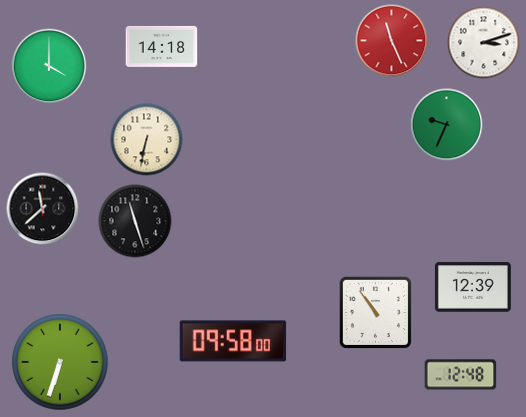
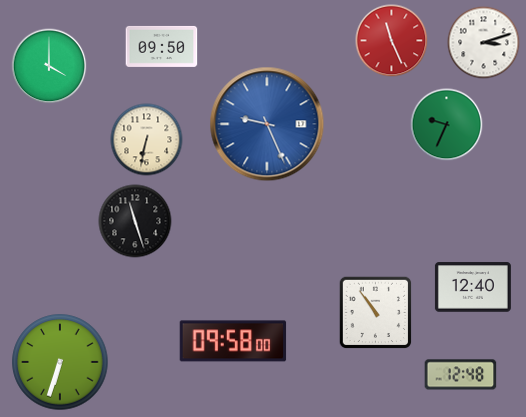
clock at (162, 46): 14:18 -> 09:50
clock at (267, 124): none -> 9:26
clock at (43, 209): 11:38 -> none
clock at (473, 287): 12:39 -> 12:40
